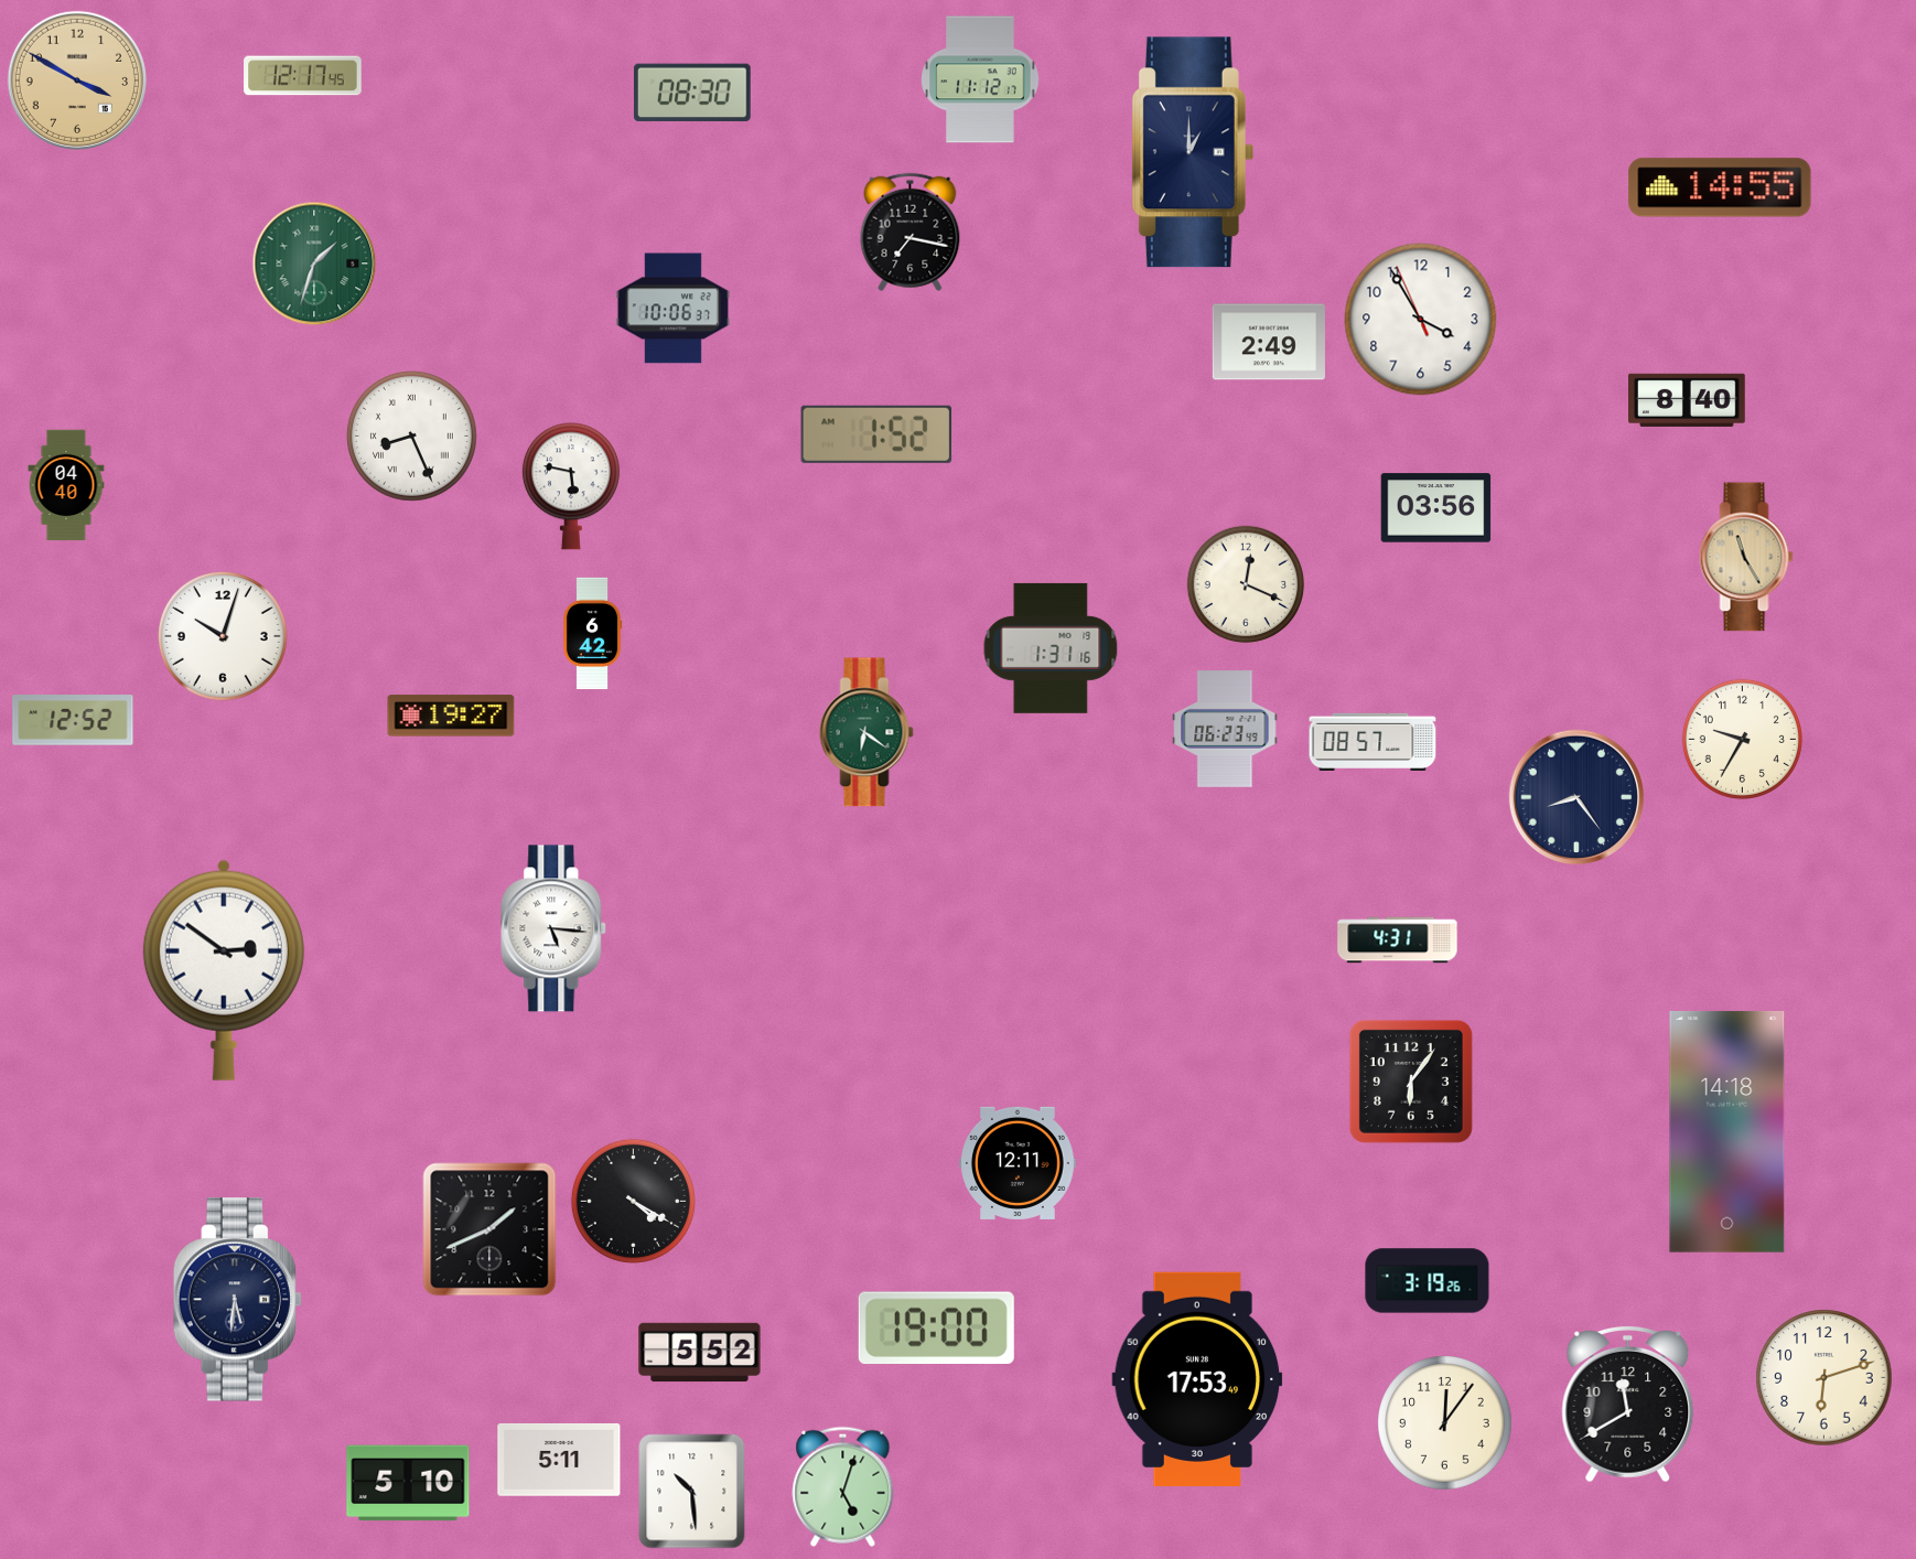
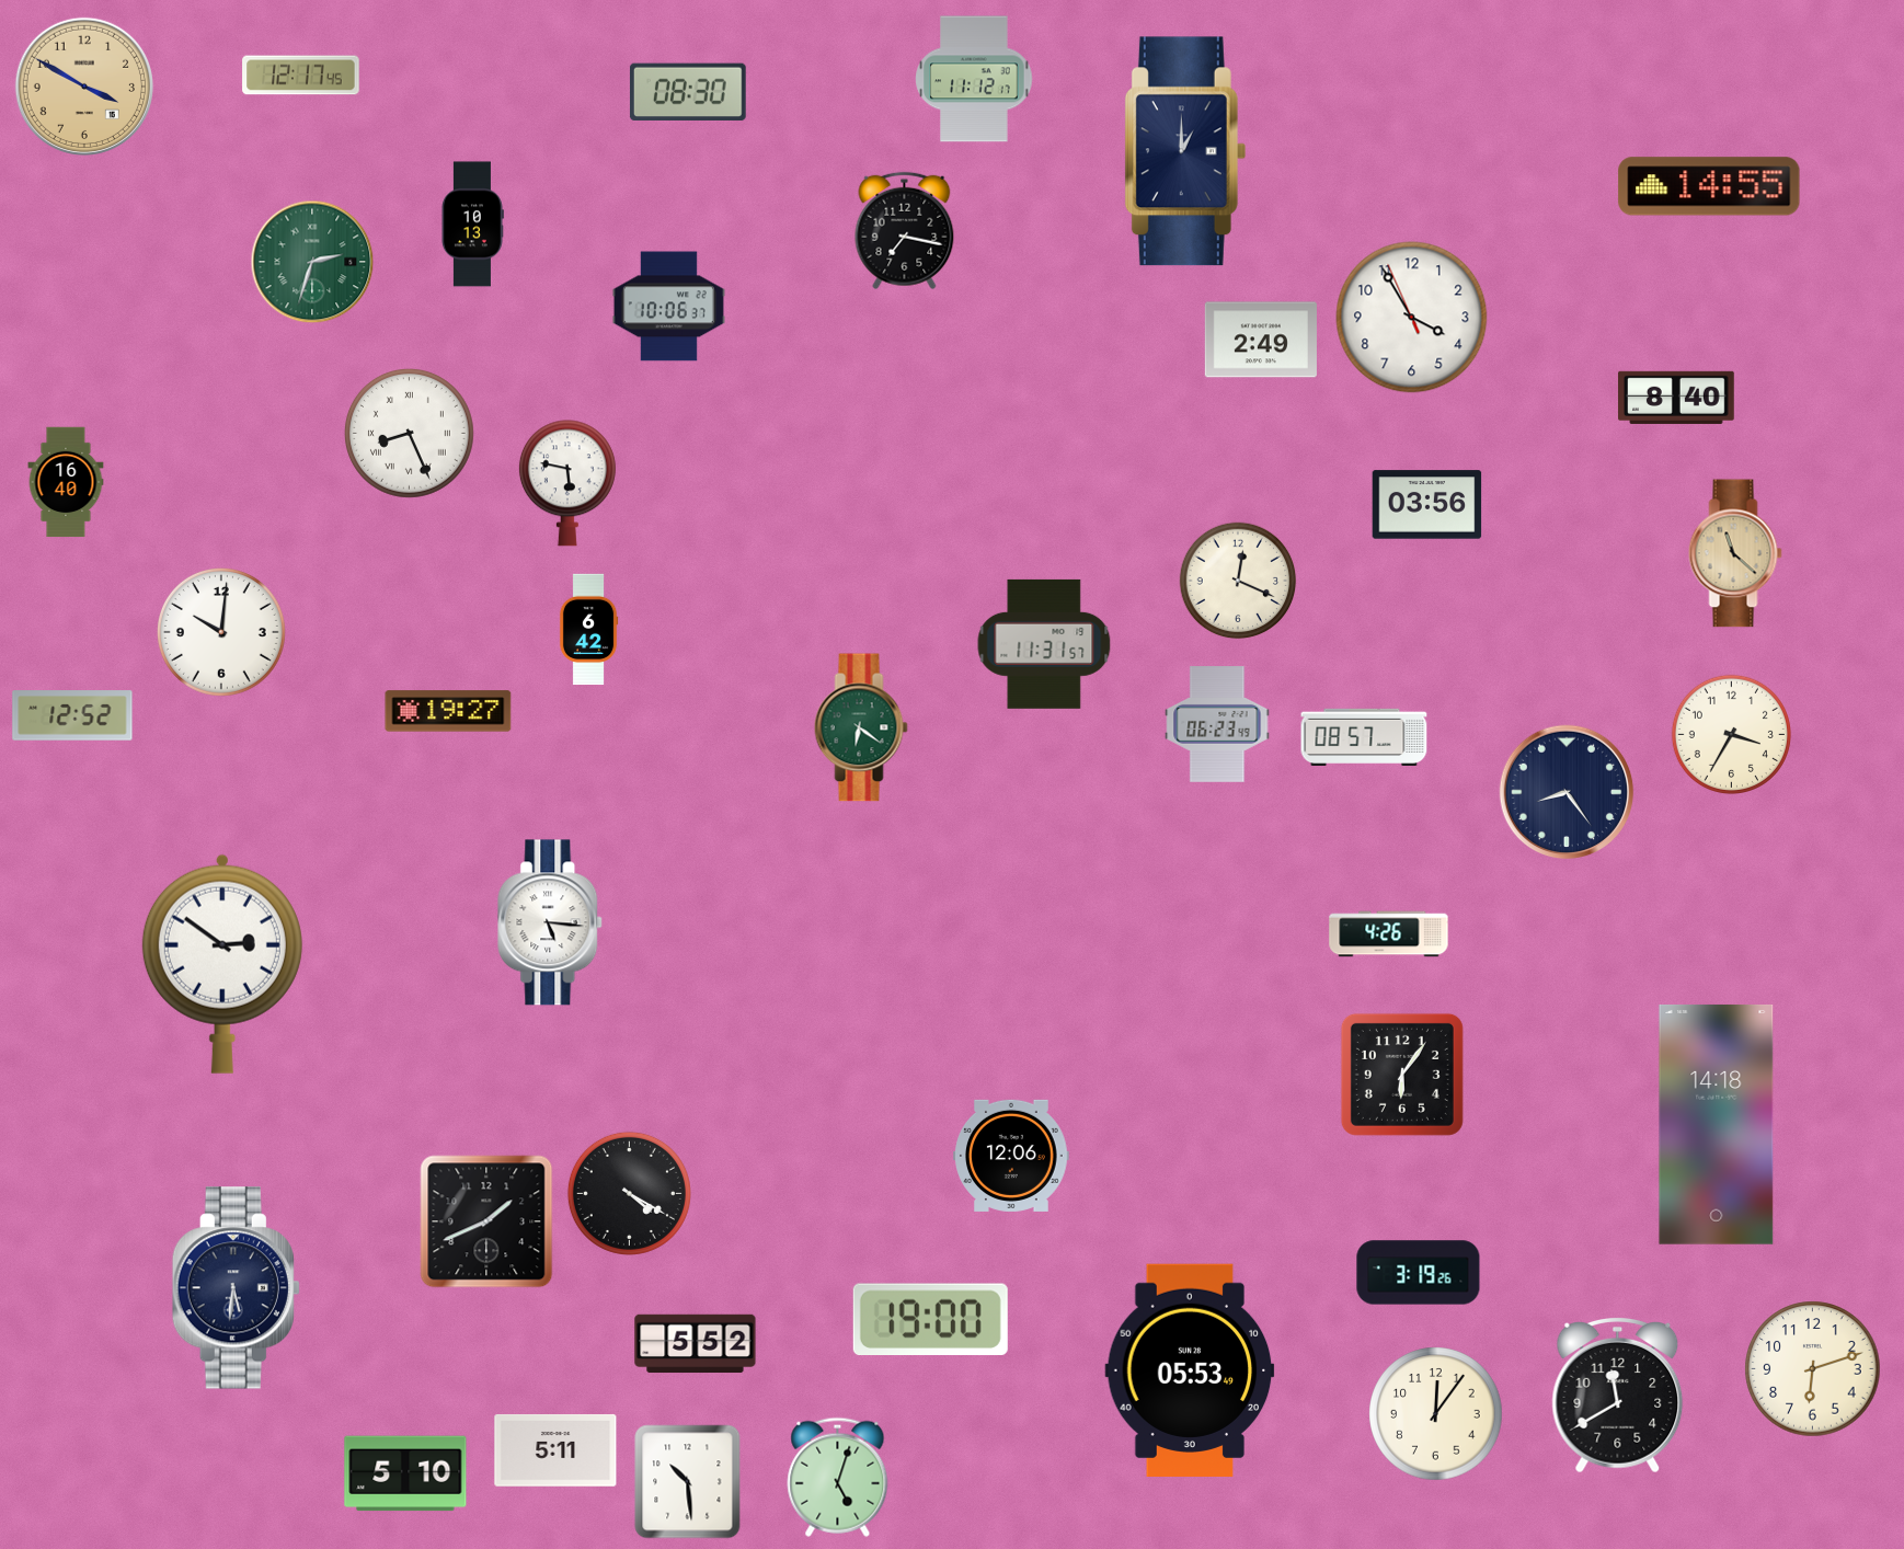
clock at (76, 79) position: (76, 79) -> (83, 85)
clock at (472, 225): none -> 10:13
clock at (314, 264): 1:33 -> 2:33
clock at (876, 434): 1:52 -> none
clock at (66, 485): 04:40 -> 16:40
clock at (1746, 557): 11:25 -> 11:22
clock at (223, 636): 10:03 -> 10:01
clock at (1051, 648): 1:31 -> 11:31
clock at (1742, 739): 9:35 -> 3:35
clock at (1398, 940): 4:31 -> 4:26
clock at (1018, 1163): 12:11 -> 12:06
clock at (237, 1300) position: (237, 1300) -> (236, 1288)
clock at (1197, 1379): 17:53 -> 05:53
